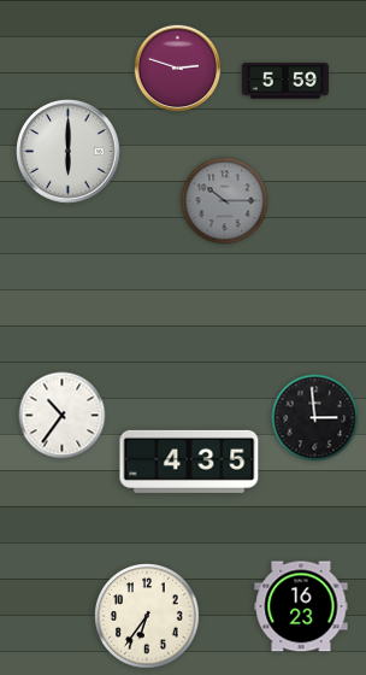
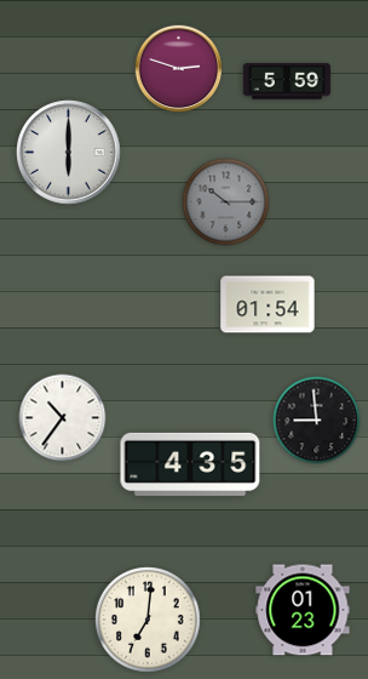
clock at (268, 304): none -> 01:54
clock at (315, 418): 2:59 -> 8:59
clock at (301, 606): 16:23 -> 01:23
clock at (147, 616): 6:36 -> 7:01
